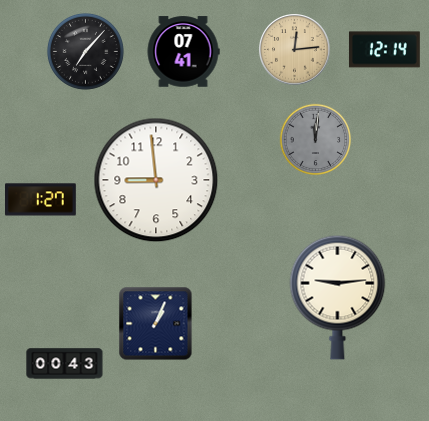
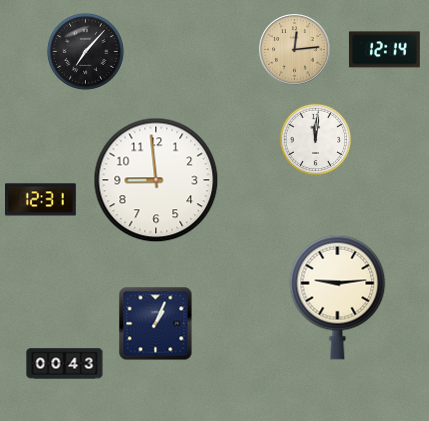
clock at (183, 52): 07:41 -> none
clock at (316, 140) dial: grey -> white
clock at (41, 200): 1:27 -> 12:31
